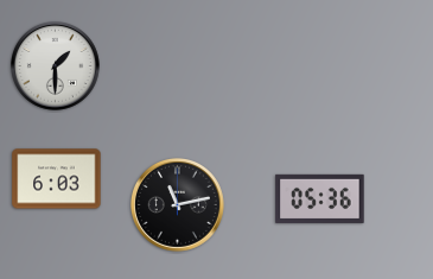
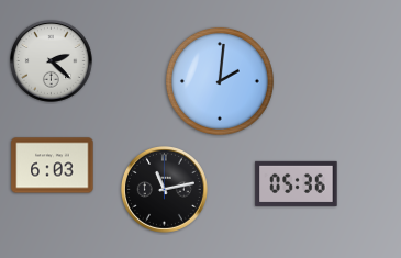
clock at (56, 66): 1:30 -> 2:22
clock at (220, 81): none -> 2:01
